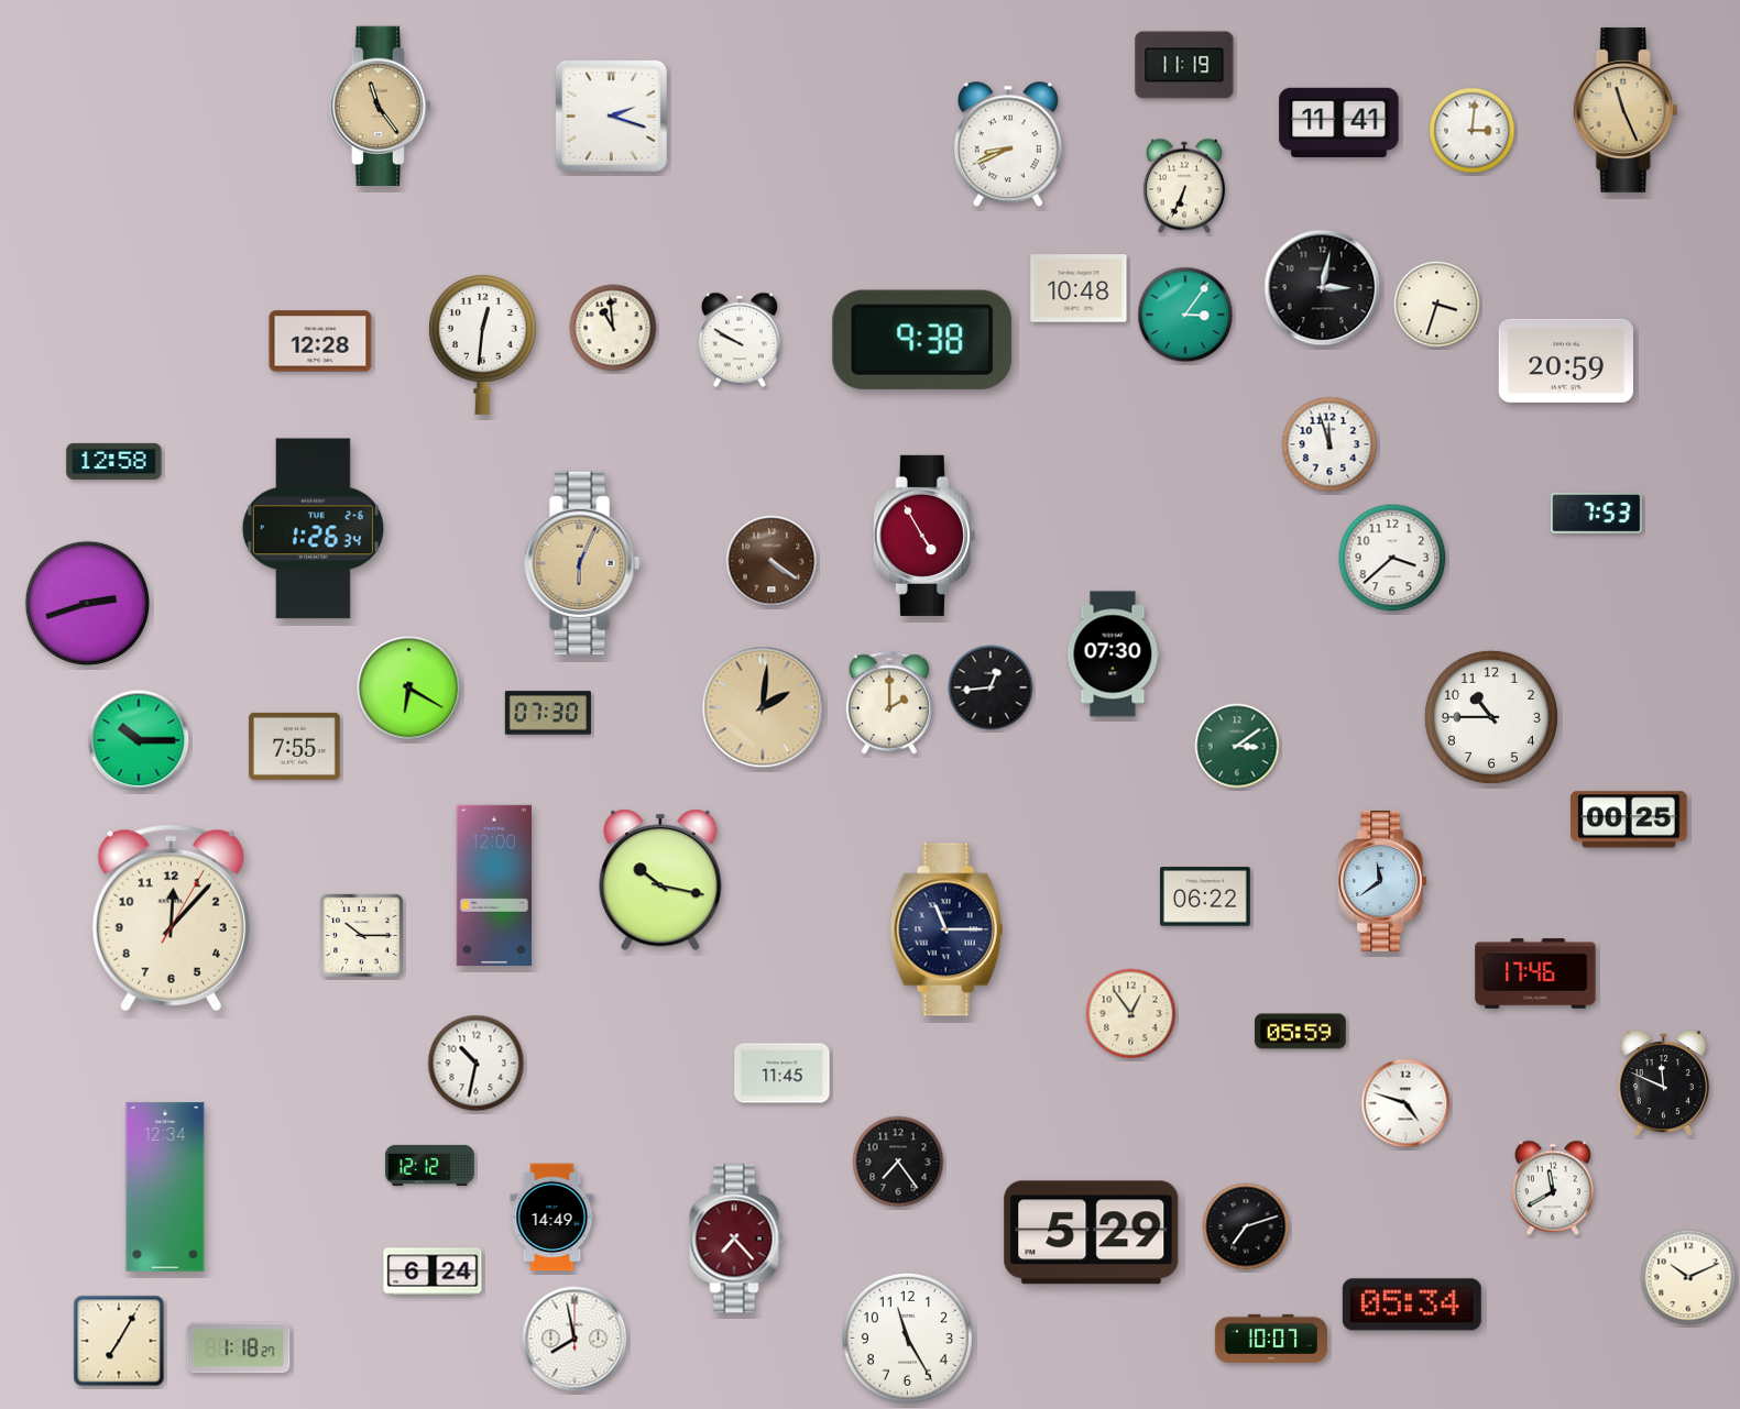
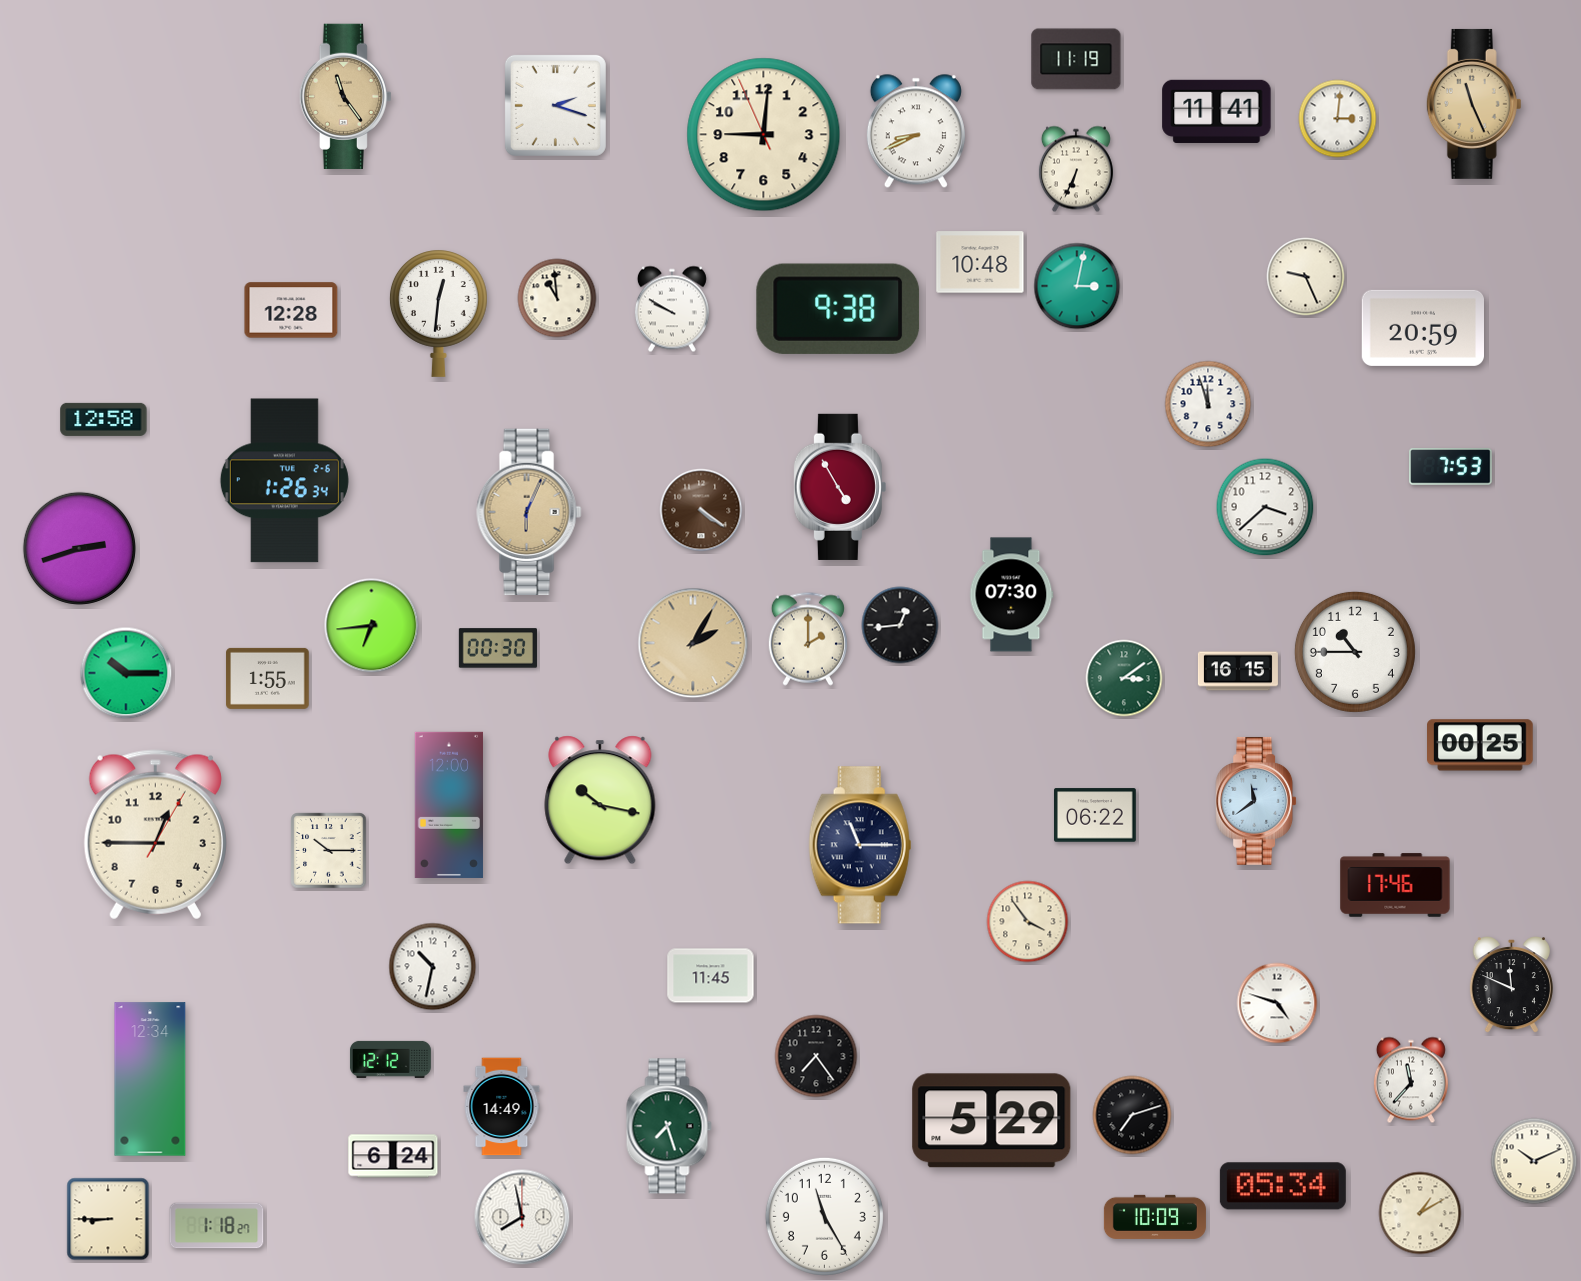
clock at (1626, 110) position: (1626, 110) -> (1474, 104)
clock at (764, 135): none -> 9:00
clock at (1323, 288): 3:02 -> none
clock at (1437, 305): 3:33 -> 9:26
clock at (1185, 315): 3:06 -> 3:02
clock at (409, 689): 6:20 -> 6:44
clock at (763, 707): 2:01 -> 2:05
clock at (548, 713): 07:30 -> 00:30
clock at (1238, 671): none -> 16:15
clock at (295, 746): 7:55 -> 1:55
clock at (171, 918): 12:07 -> 12:45
clock at (1131, 1014): 12:54 -> 3:54
clock at (1301, 1032): 05:59 -> none
clock at (1553, 1188): 11:40 -> 11:37
clock at (736, 1239): 7:23 -> 7:27
clock at (736, 1239) dial: burgundy -> green
clock at (1420, 1213): none -> 1:10
clock at (1271, 1339): 10:07 -> 10:09
clock at (119, 1341): 7:05 -> 8:45
